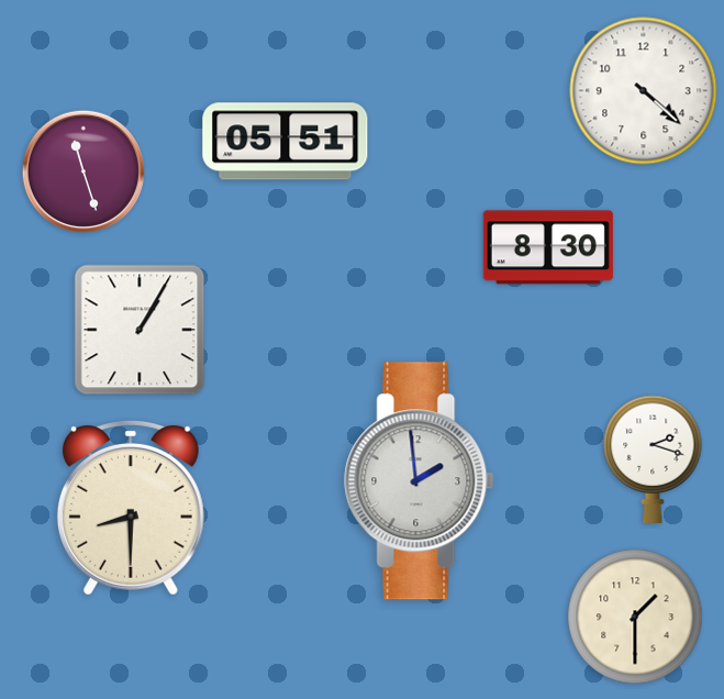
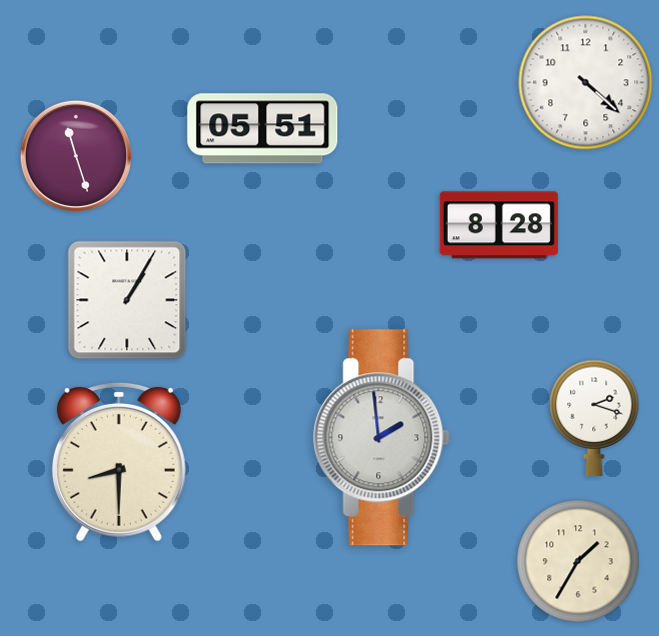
clock at (286, 142) position: (286, 142) -> (263, 129)
clock at (548, 247): 8:30 -> 8:28
clock at (635, 617): 1:30 -> 1:35
